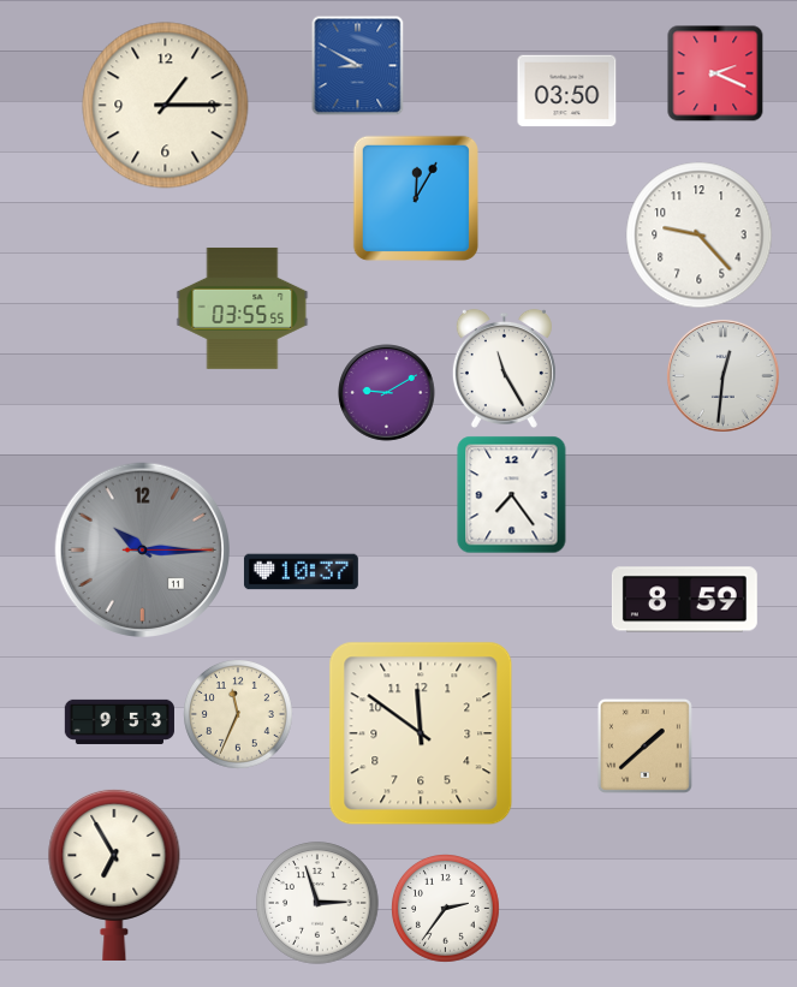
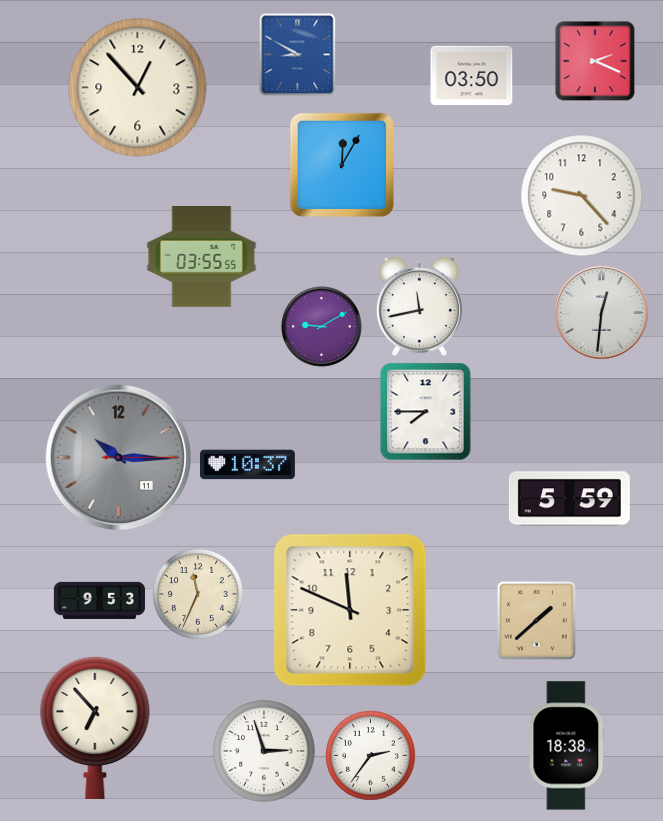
clock at (166, 106): 1:15 -> 12:53
clock at (416, 198) position: (416, 198) -> (342, 165)
clock at (504, 368): 11:25 -> 11:43
clock at (512, 495): 7:24 -> 7:45
clock at (302, 572) position: (302, 572) -> (248, 465)
clock at (684, 600): 8:59 -> 5:59
clock at (421, 733): 11:51 -> 11:49
clock at (114, 874): 6:55 -> 6:53
clock at (567, 746): none -> 18:38
